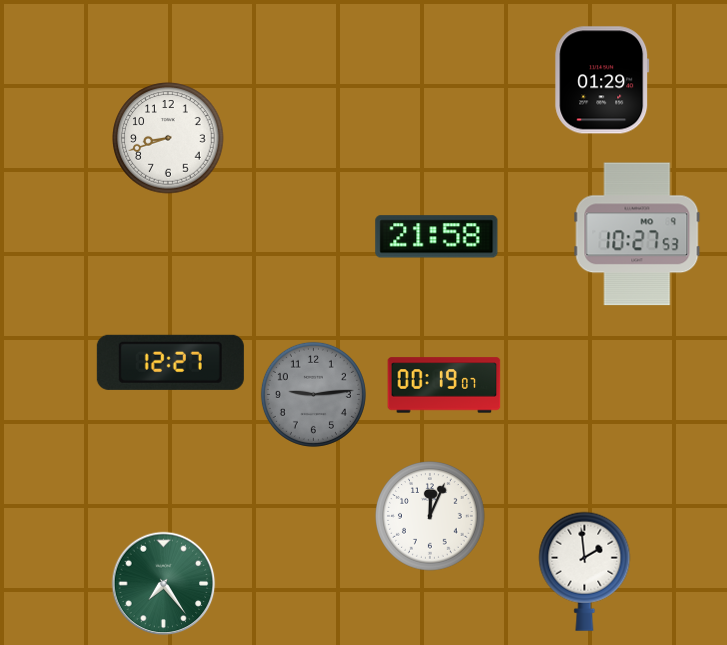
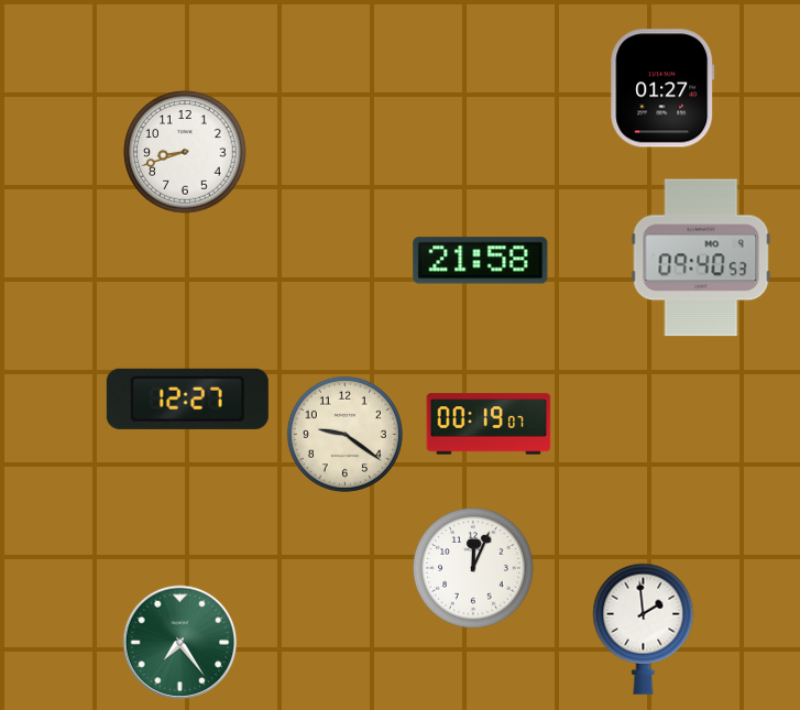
clock at (602, 80): 01:29 -> 01:27
clock at (637, 234): 10:27 -> 09:40
clock at (313, 394): 9:14 -> 9:21
clock at (313, 394) dial: grey -> cream
